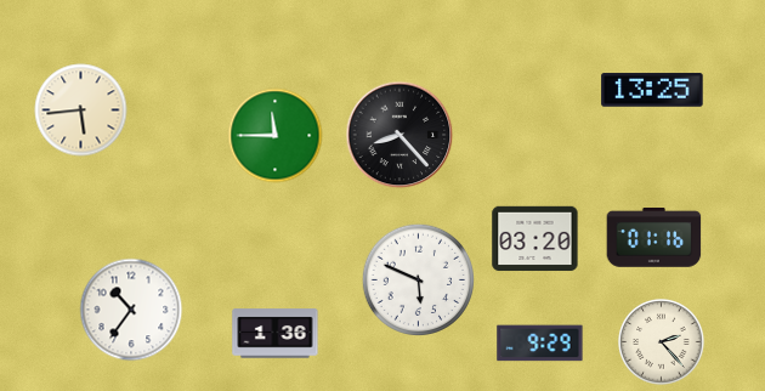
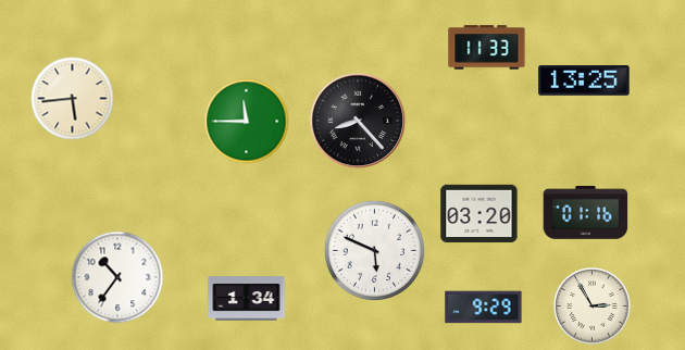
clock at (487, 48): none -> 11:33
clock at (276, 334): 1:36 -> 1:34
clock at (662, 342): 2:23 -> 2:55
